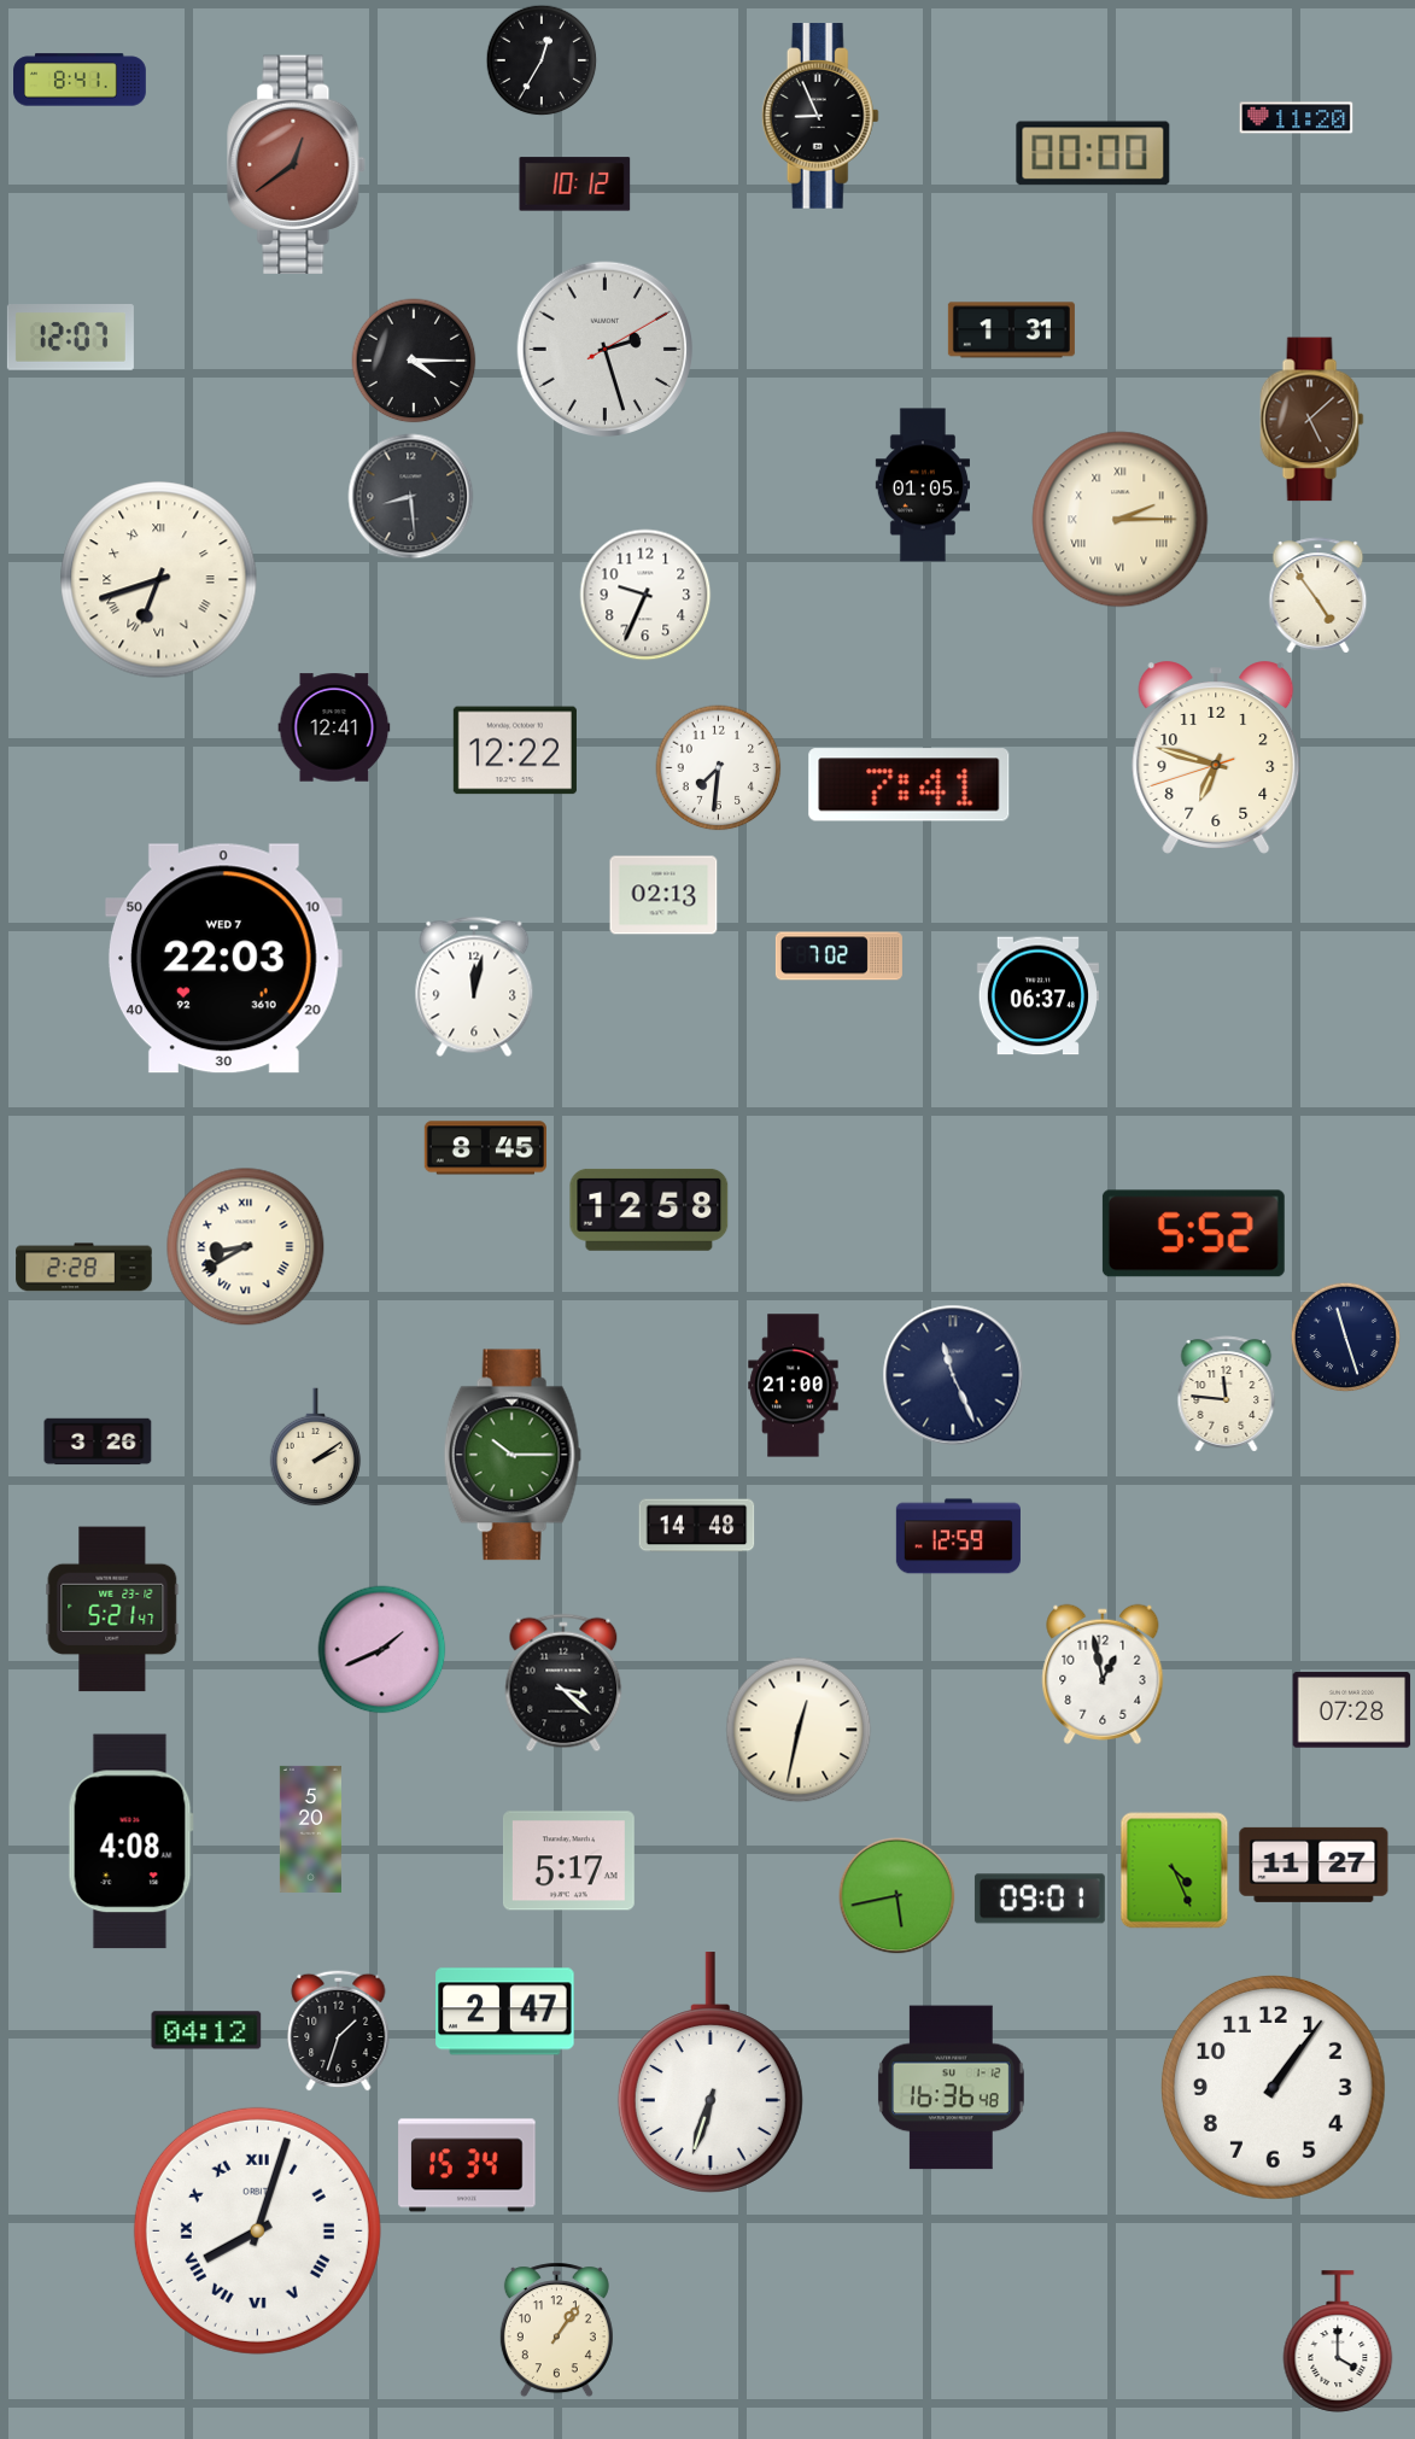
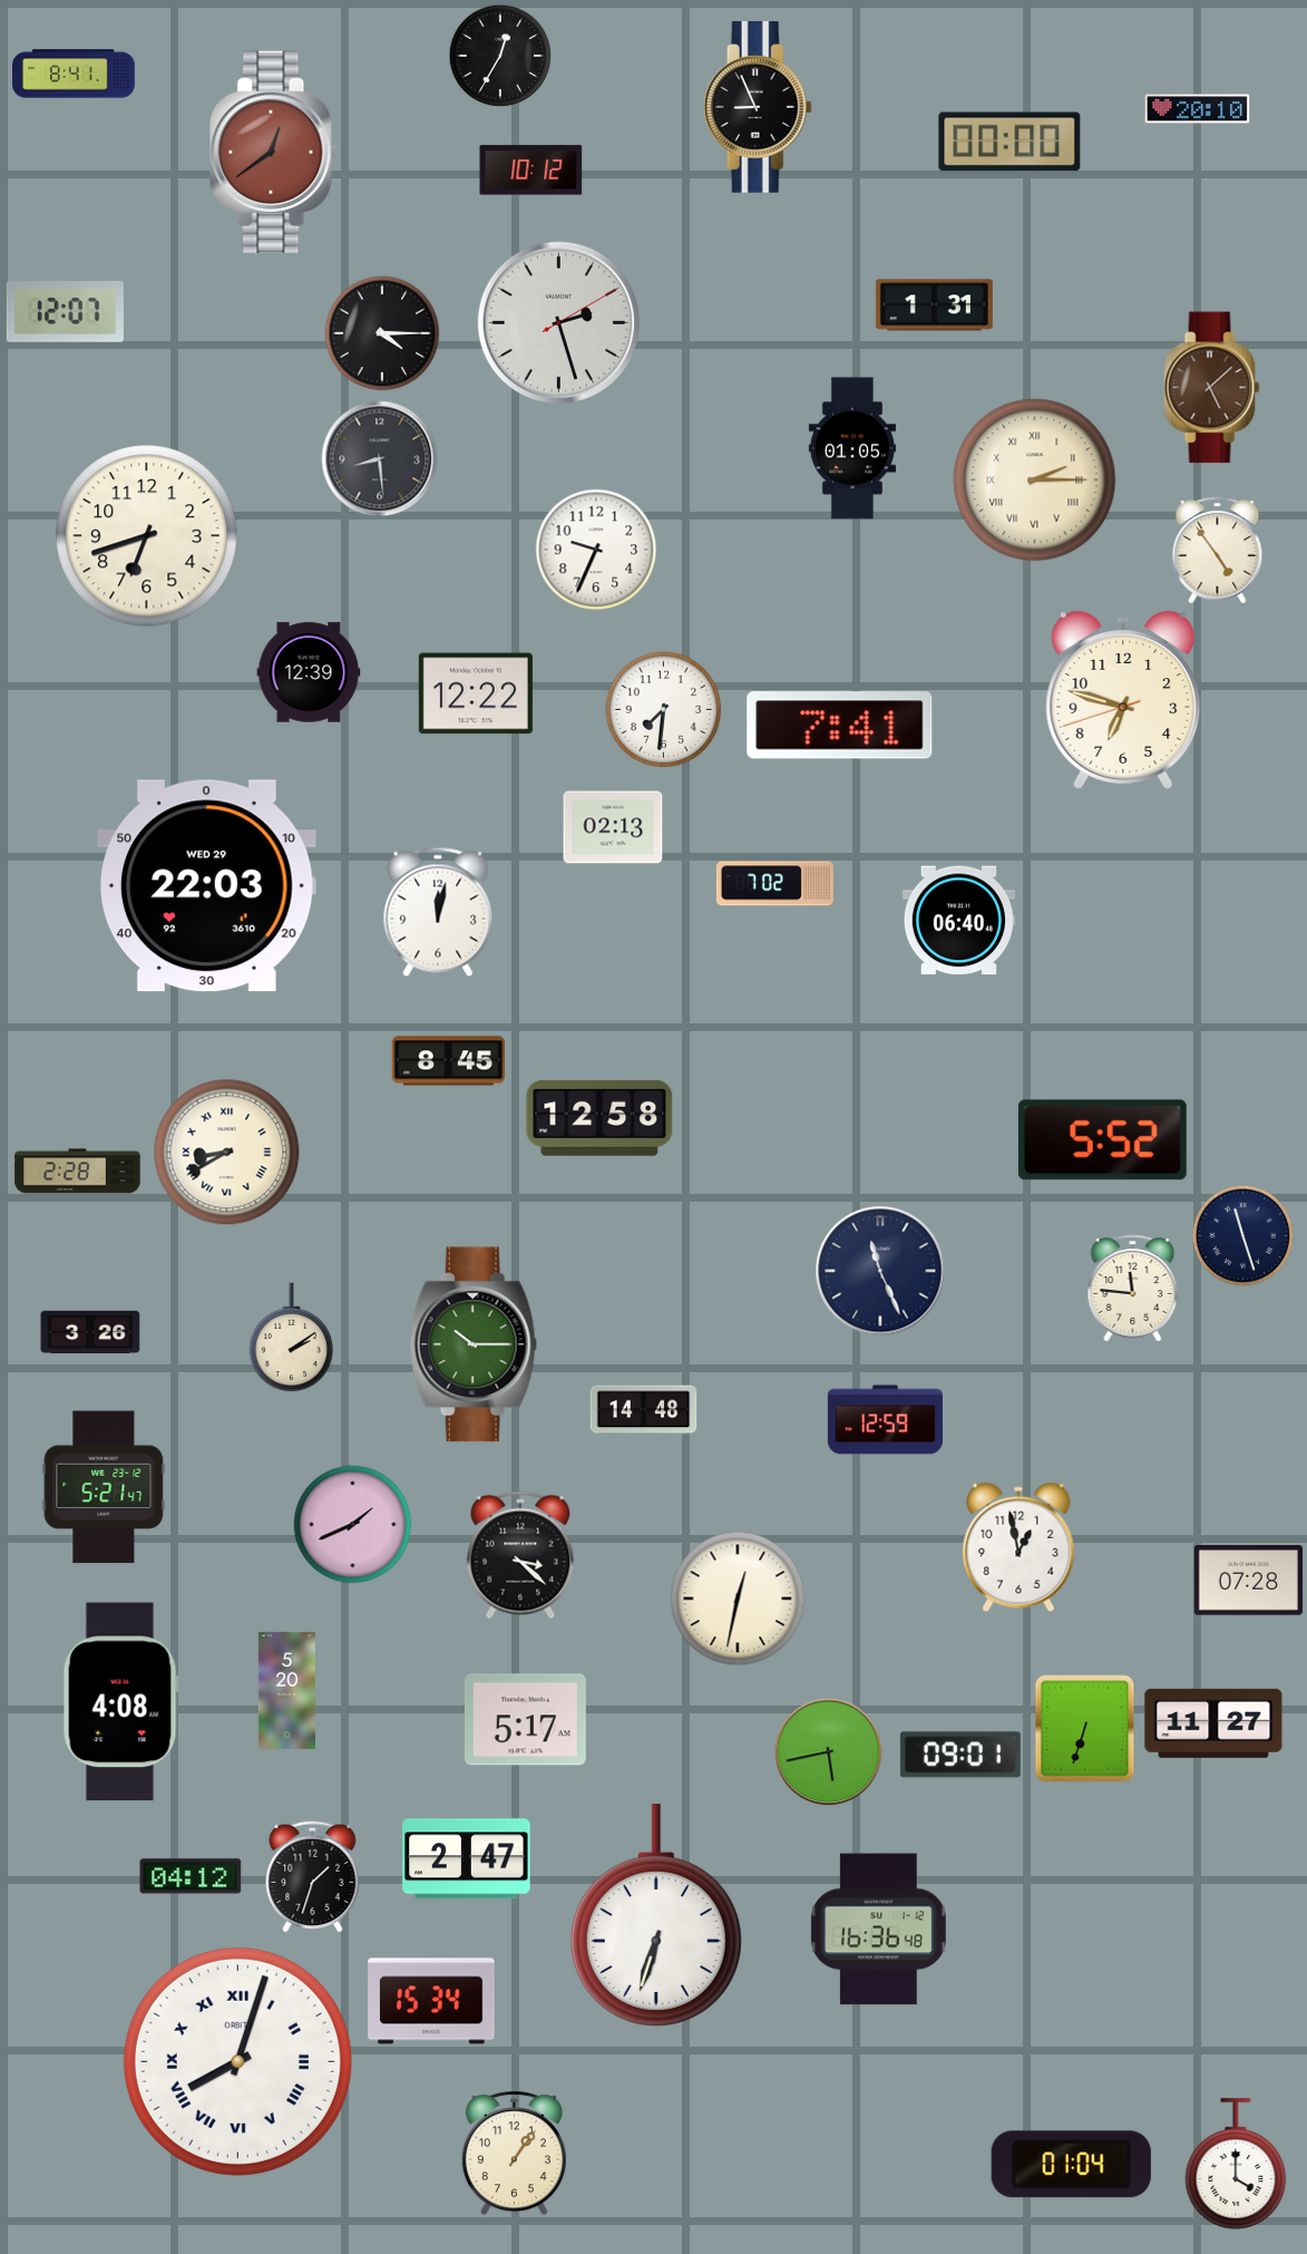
clock at (1297, 118): 11:20 -> 20:10
clock at (159, 580) numerals: Roman -> Arabic
clock at (334, 727): 12:41 -> 12:39
clock at (223, 959) date: WED 7 -> WED 29
clock at (1037, 996): 06:37 -> 06:40
clock at (794, 1386): 21:00 -> none
clock at (1175, 1871): 4:26 -> 6:33
clock at (1273, 2087): 1:06 -> none
clock at (1071, 2165): none -> 01:04
